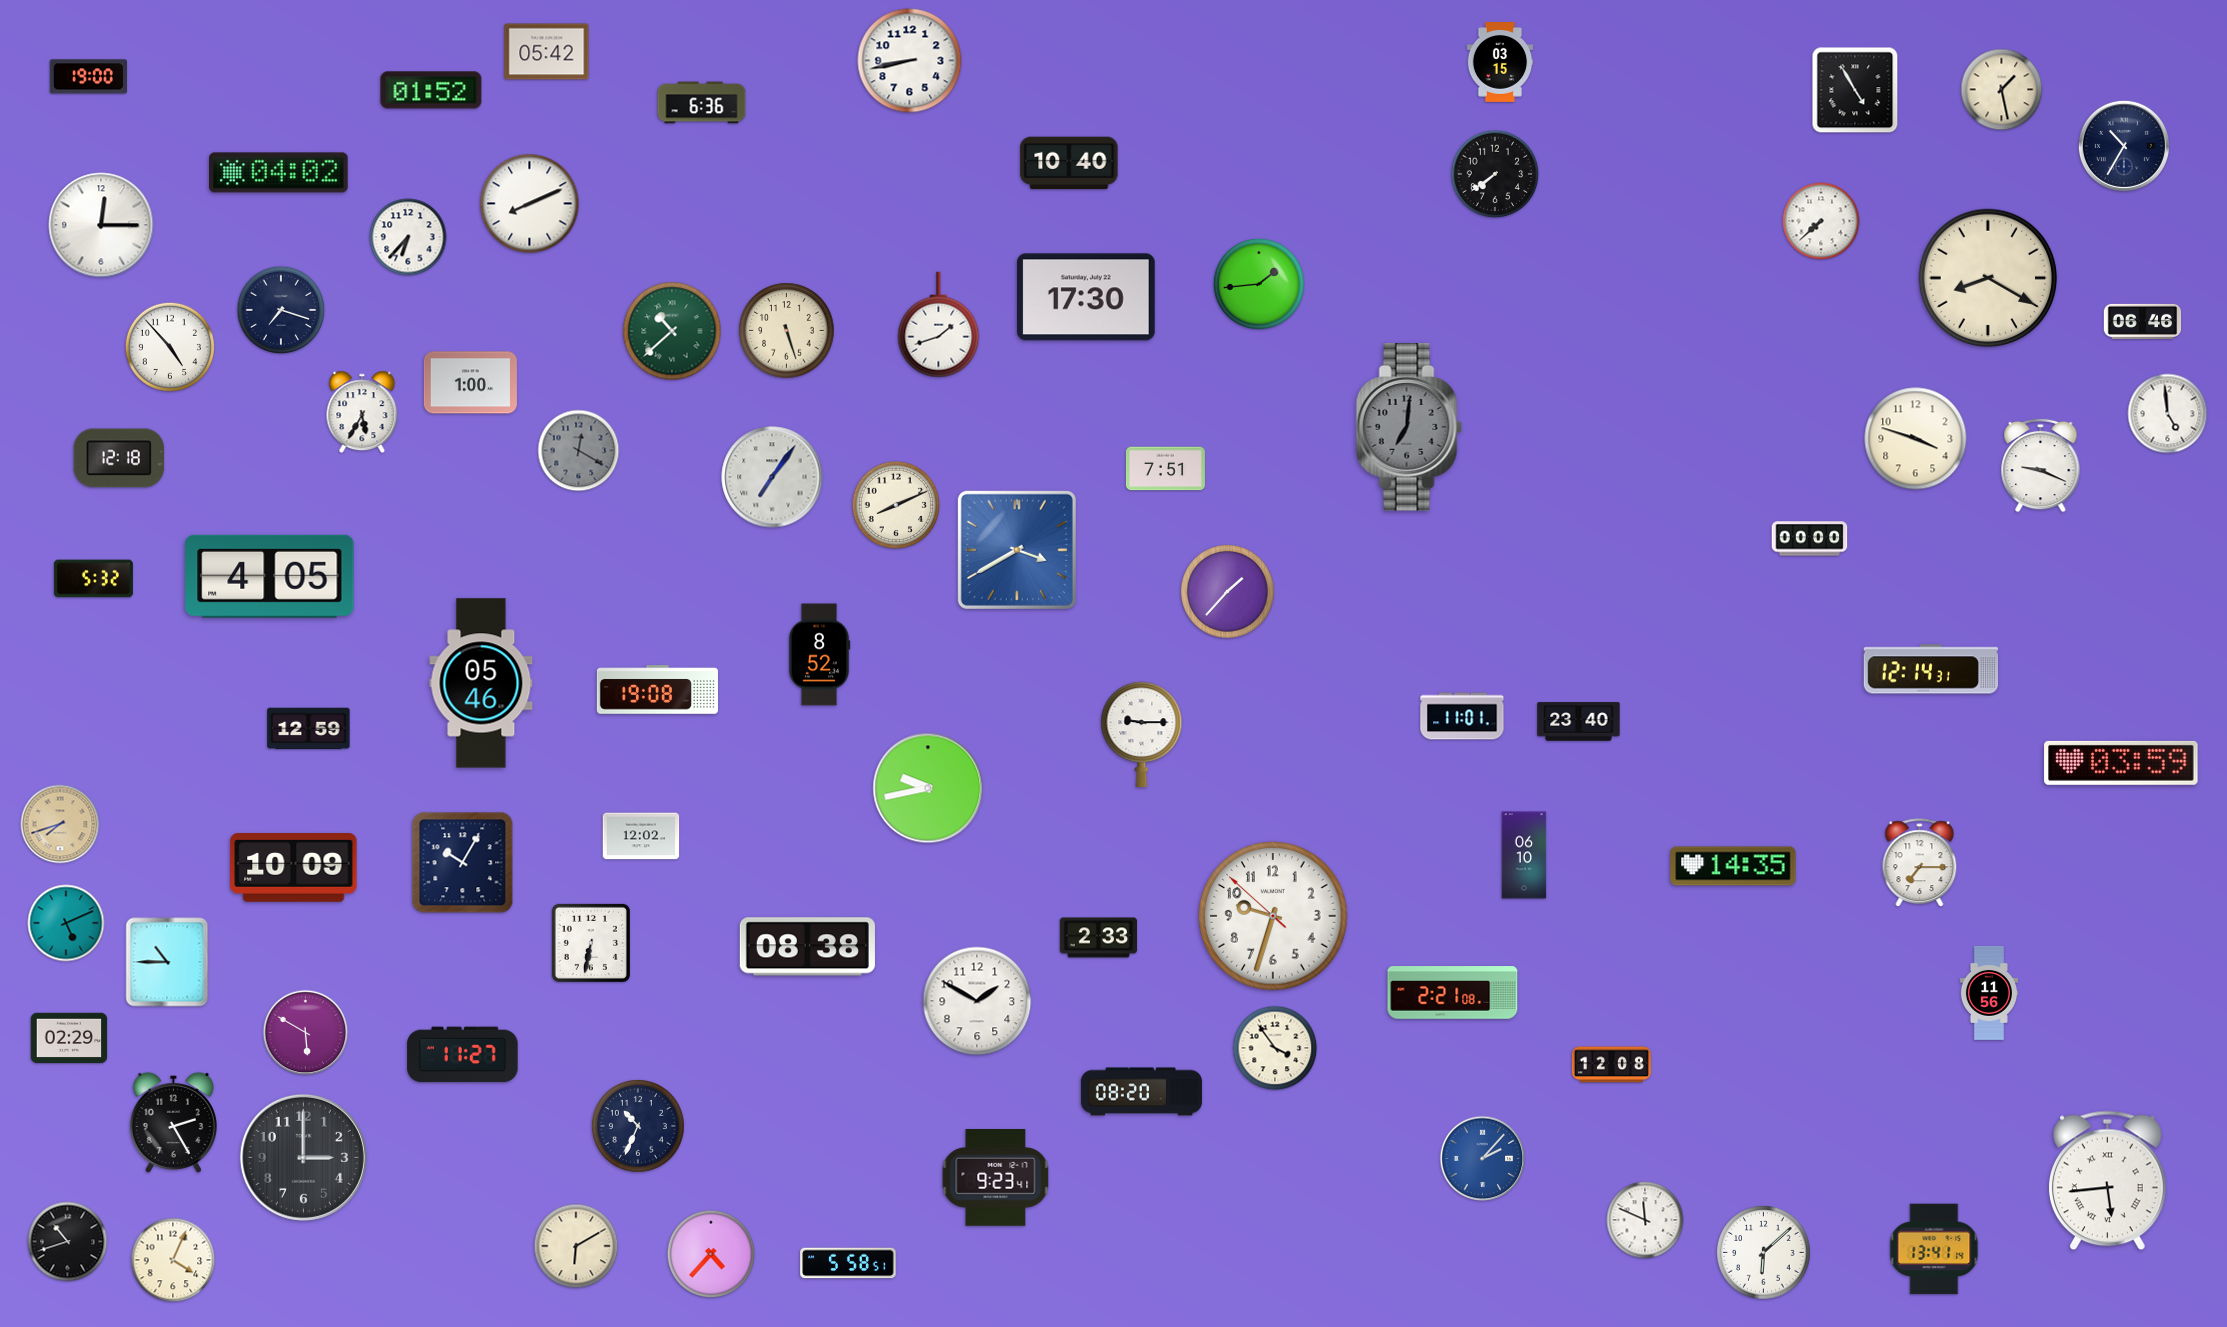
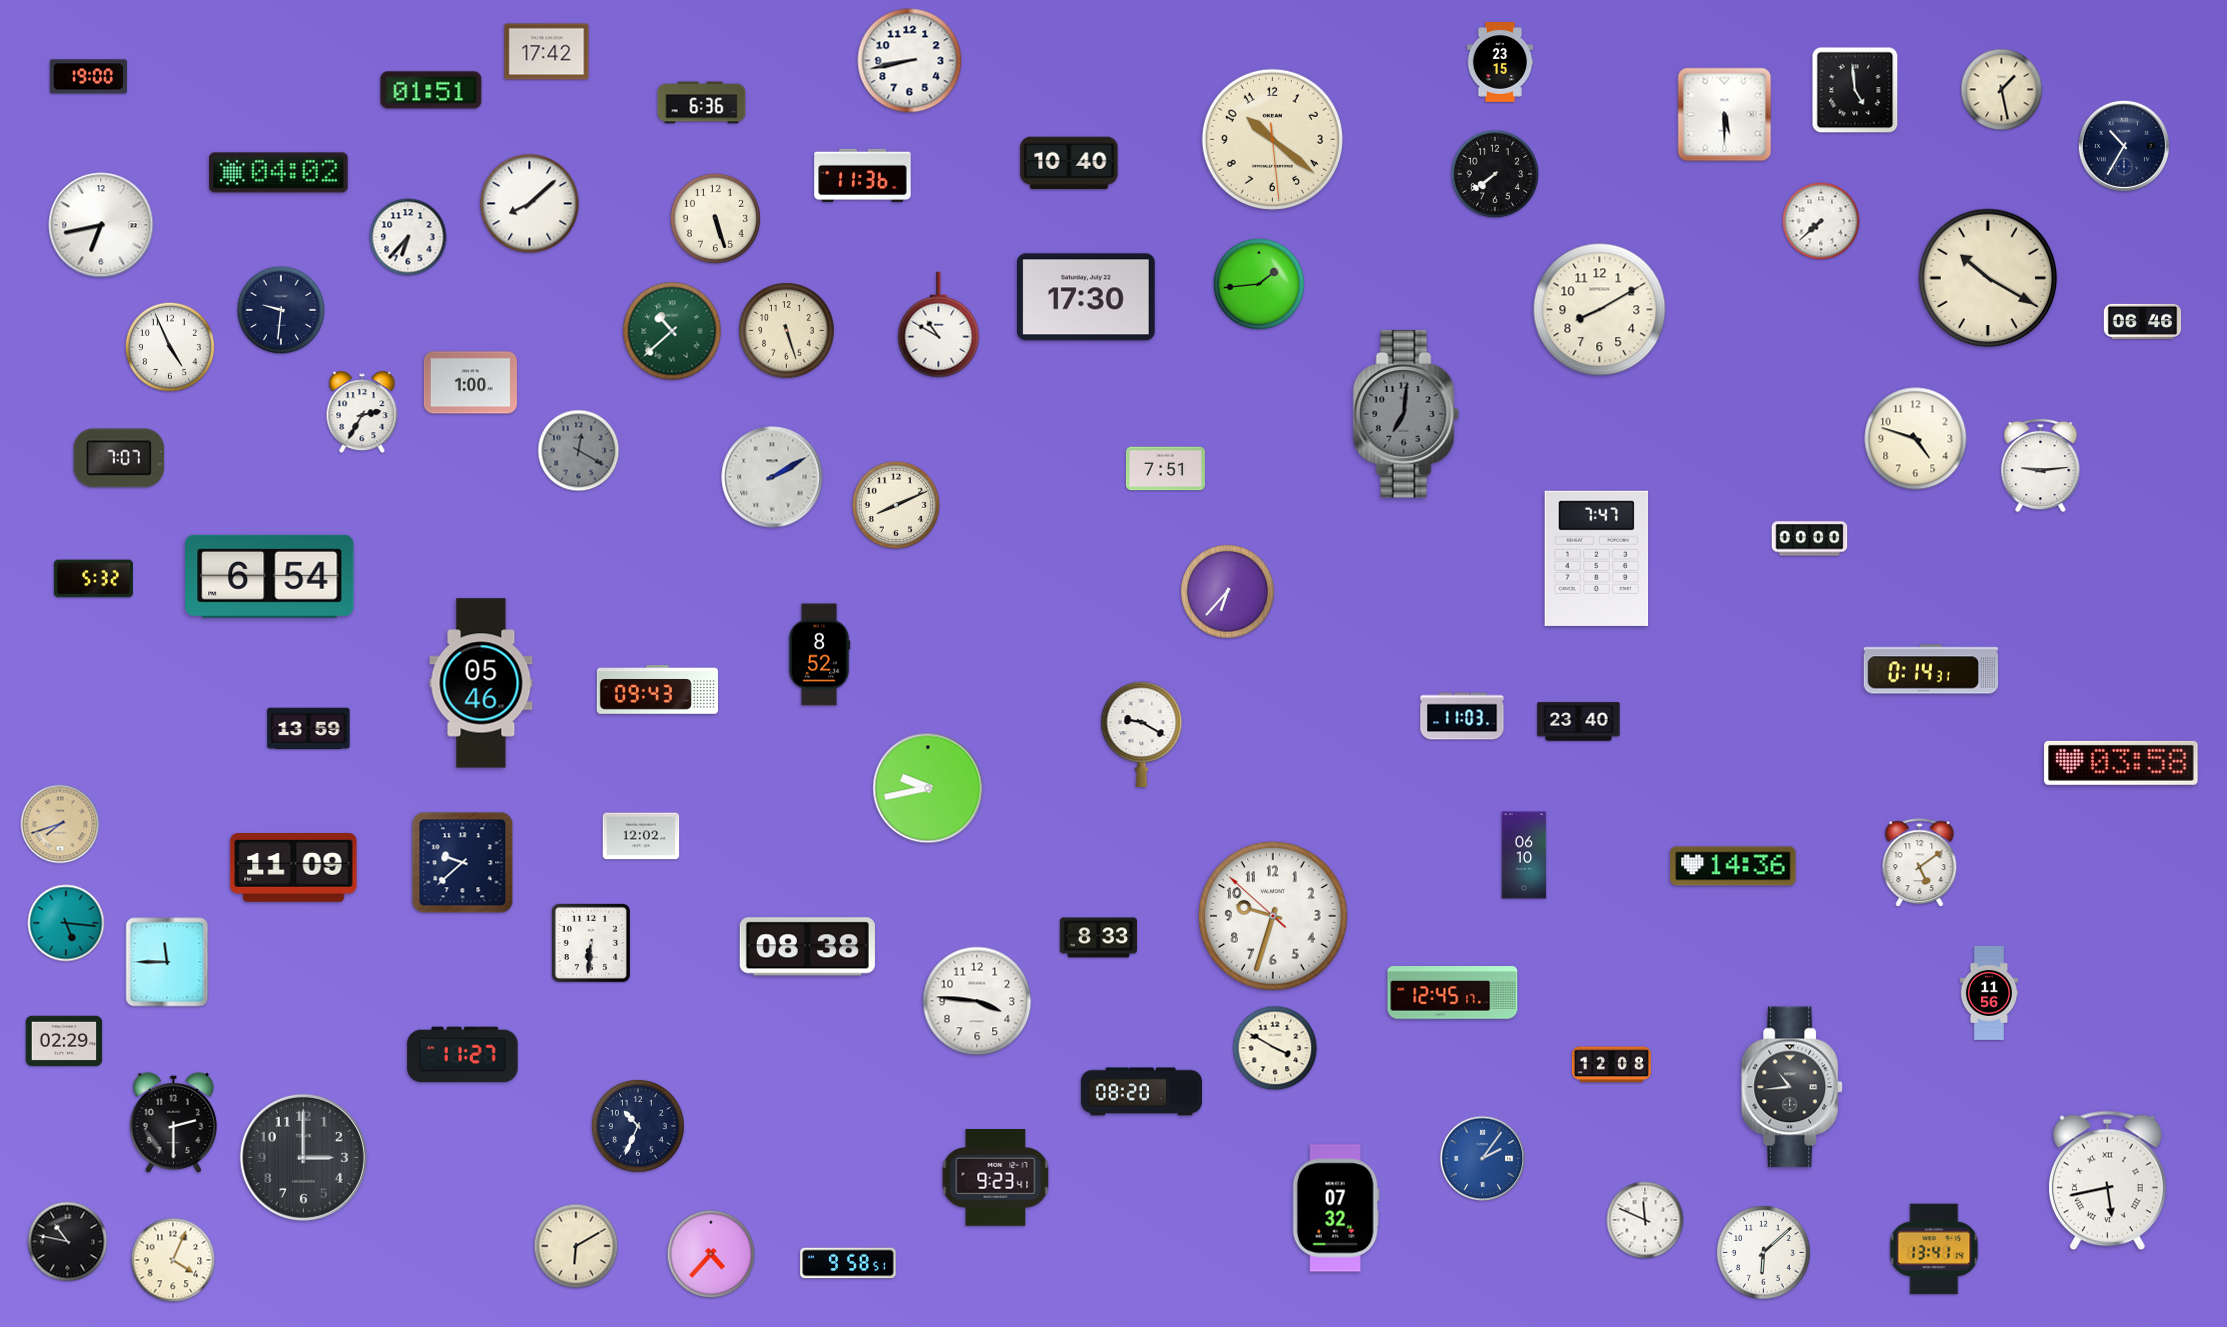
clock at (547, 52): 05:42 -> 17:42
clock at (1500, 63): 03:15 -> 23:15
clock at (431, 90): 01:52 -> 01:51
clock at (1855, 90): 4:55 -> 4:59
clock at (1725, 115): none -> 5:30
clock at (1272, 139): none -> 10:21
clock at (863, 175): none -> 11:36
clock at (530, 204): 8:11 -> 8:08
clock at (715, 218): none -> 5:27
clock at (101, 225): 12:15 -> 6:43
clock at (1988, 278): 8:20 -> 10:20
clock at (281, 310): 7:18 -> 9:31
clock at (1600, 310): none -> 8:10
clock at (939, 325): 1:42 -> 10:50
clock at (170, 347): 4:53 -> 4:56
clock at (362, 412): 5:35 -> 2:35
clock at (2168, 414): 4:59 -> none
clock at (1409, 427) position: (1409, 427) -> (1406, 414)
clock at (1916, 439): 3:48 -> 4:48
clock at (119, 458): 12:18 -> 7:07
clock at (2041, 465): 9:19 -> 9:14
clock at (772, 477): 7:06 -> 2:10
clock at (1017, 550): 3:40 -> none
clock at (1597, 558): none -> 7:47
clock at (270, 576): 4:05 -> 6:54
clock at (1228, 592): 1:37 -> 6:37
clock at (1930, 669): 12:14 -> 0:14
clock at (657, 690): 19:08 -> 09:43
clock at (1462, 716): 11:01 -> 11:03
clock at (309, 729): 12:59 -> 13:59
clock at (1142, 735): 9:15 -> 9:20
clock at (2121, 763): 03:59 -> 03:58
clock at (463, 863): 10:05 -> 9:38
clock at (1920, 863): 7:15 -> 5:09
clock at (1733, 866): 14:35 -> 14:36
clock at (294, 868): 10:09 -> 11:09
clock at (66, 923): 5:11 -> 5:16
clock at (1099, 938): 2:33 -> 8:33
clock at (591, 943): 6:32 -> 6:31
clock at (167, 962): 10:45 -> 11:45
clock at (1453, 993): 2:21 -> 12:45
clock at (977, 1001): 1:50 -> 3:46
clock at (306, 1033): 5:50 -> none
clock at (69, 1038) position: (69, 1038) -> (64, 1041)
clock at (1275, 1048): 3:54 -> 3:50
clock at (1792, 1087): none -> 10:44
clock at (173, 1122): 2:25 -> 2:30
clock at (1483, 1159): 2:07 -> 2:06
clock at (2107, 1181): 5:44 -> 5:43
clock at (1336, 1208): none -> 07:32
clock at (68, 1242): 10:42 -> 10:47
clock at (848, 1263): 5:58 -> 9:58
